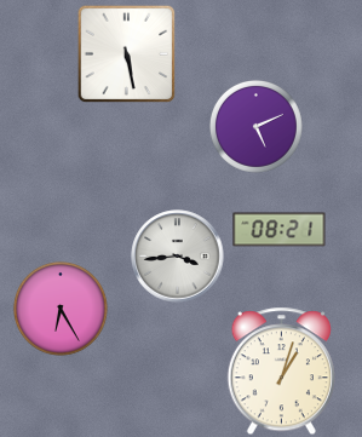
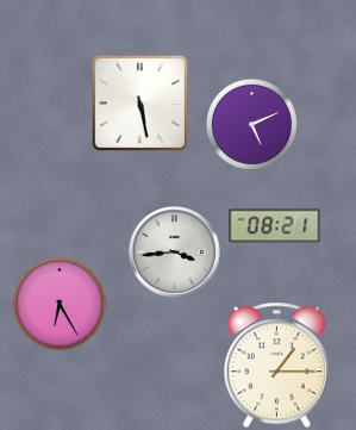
clock at (126, 53) position: (126, 53) -> (139, 102)
clock at (281, 372): 1:03 -> 1:15
